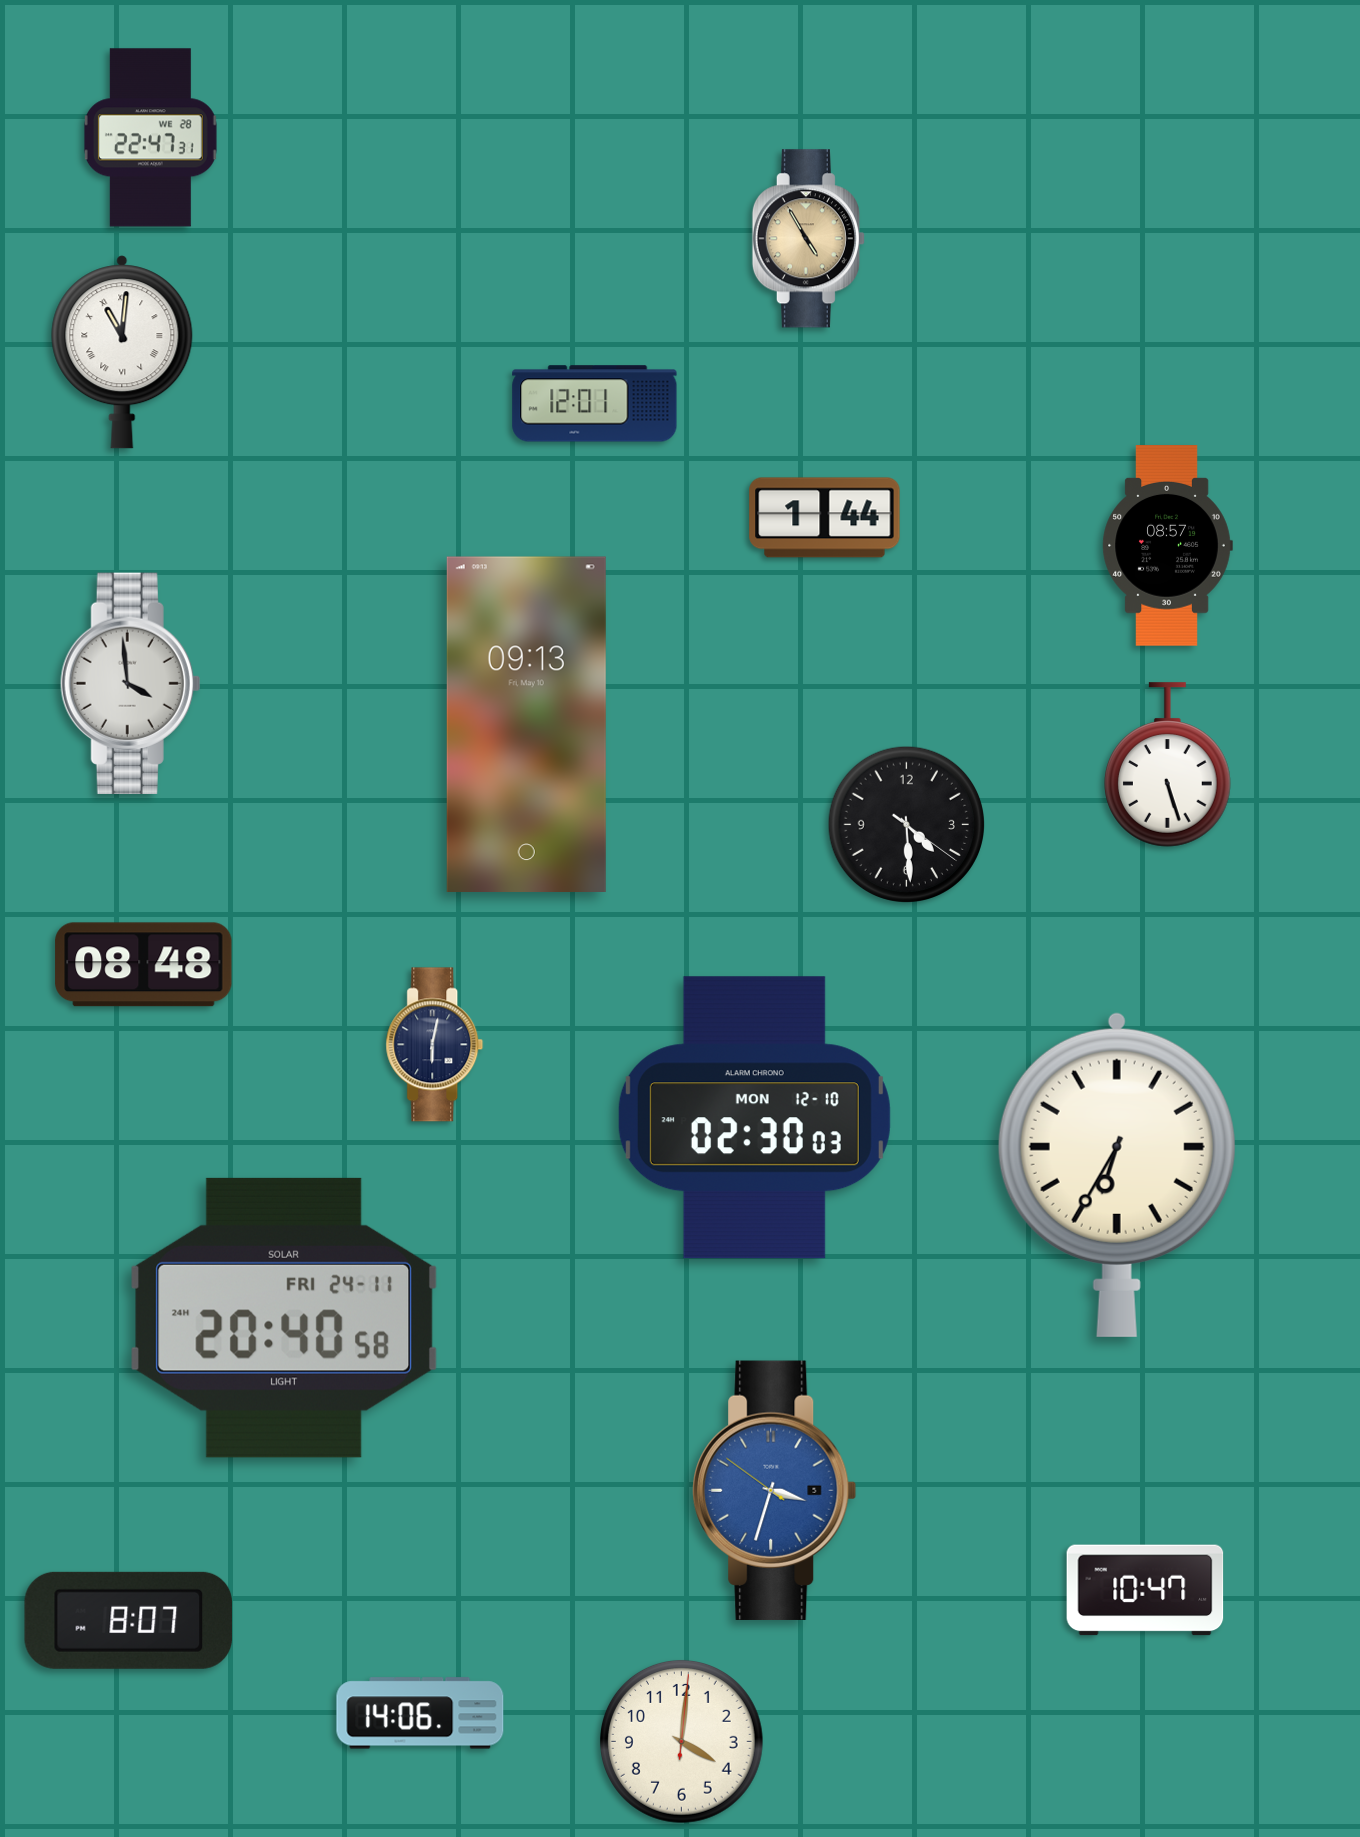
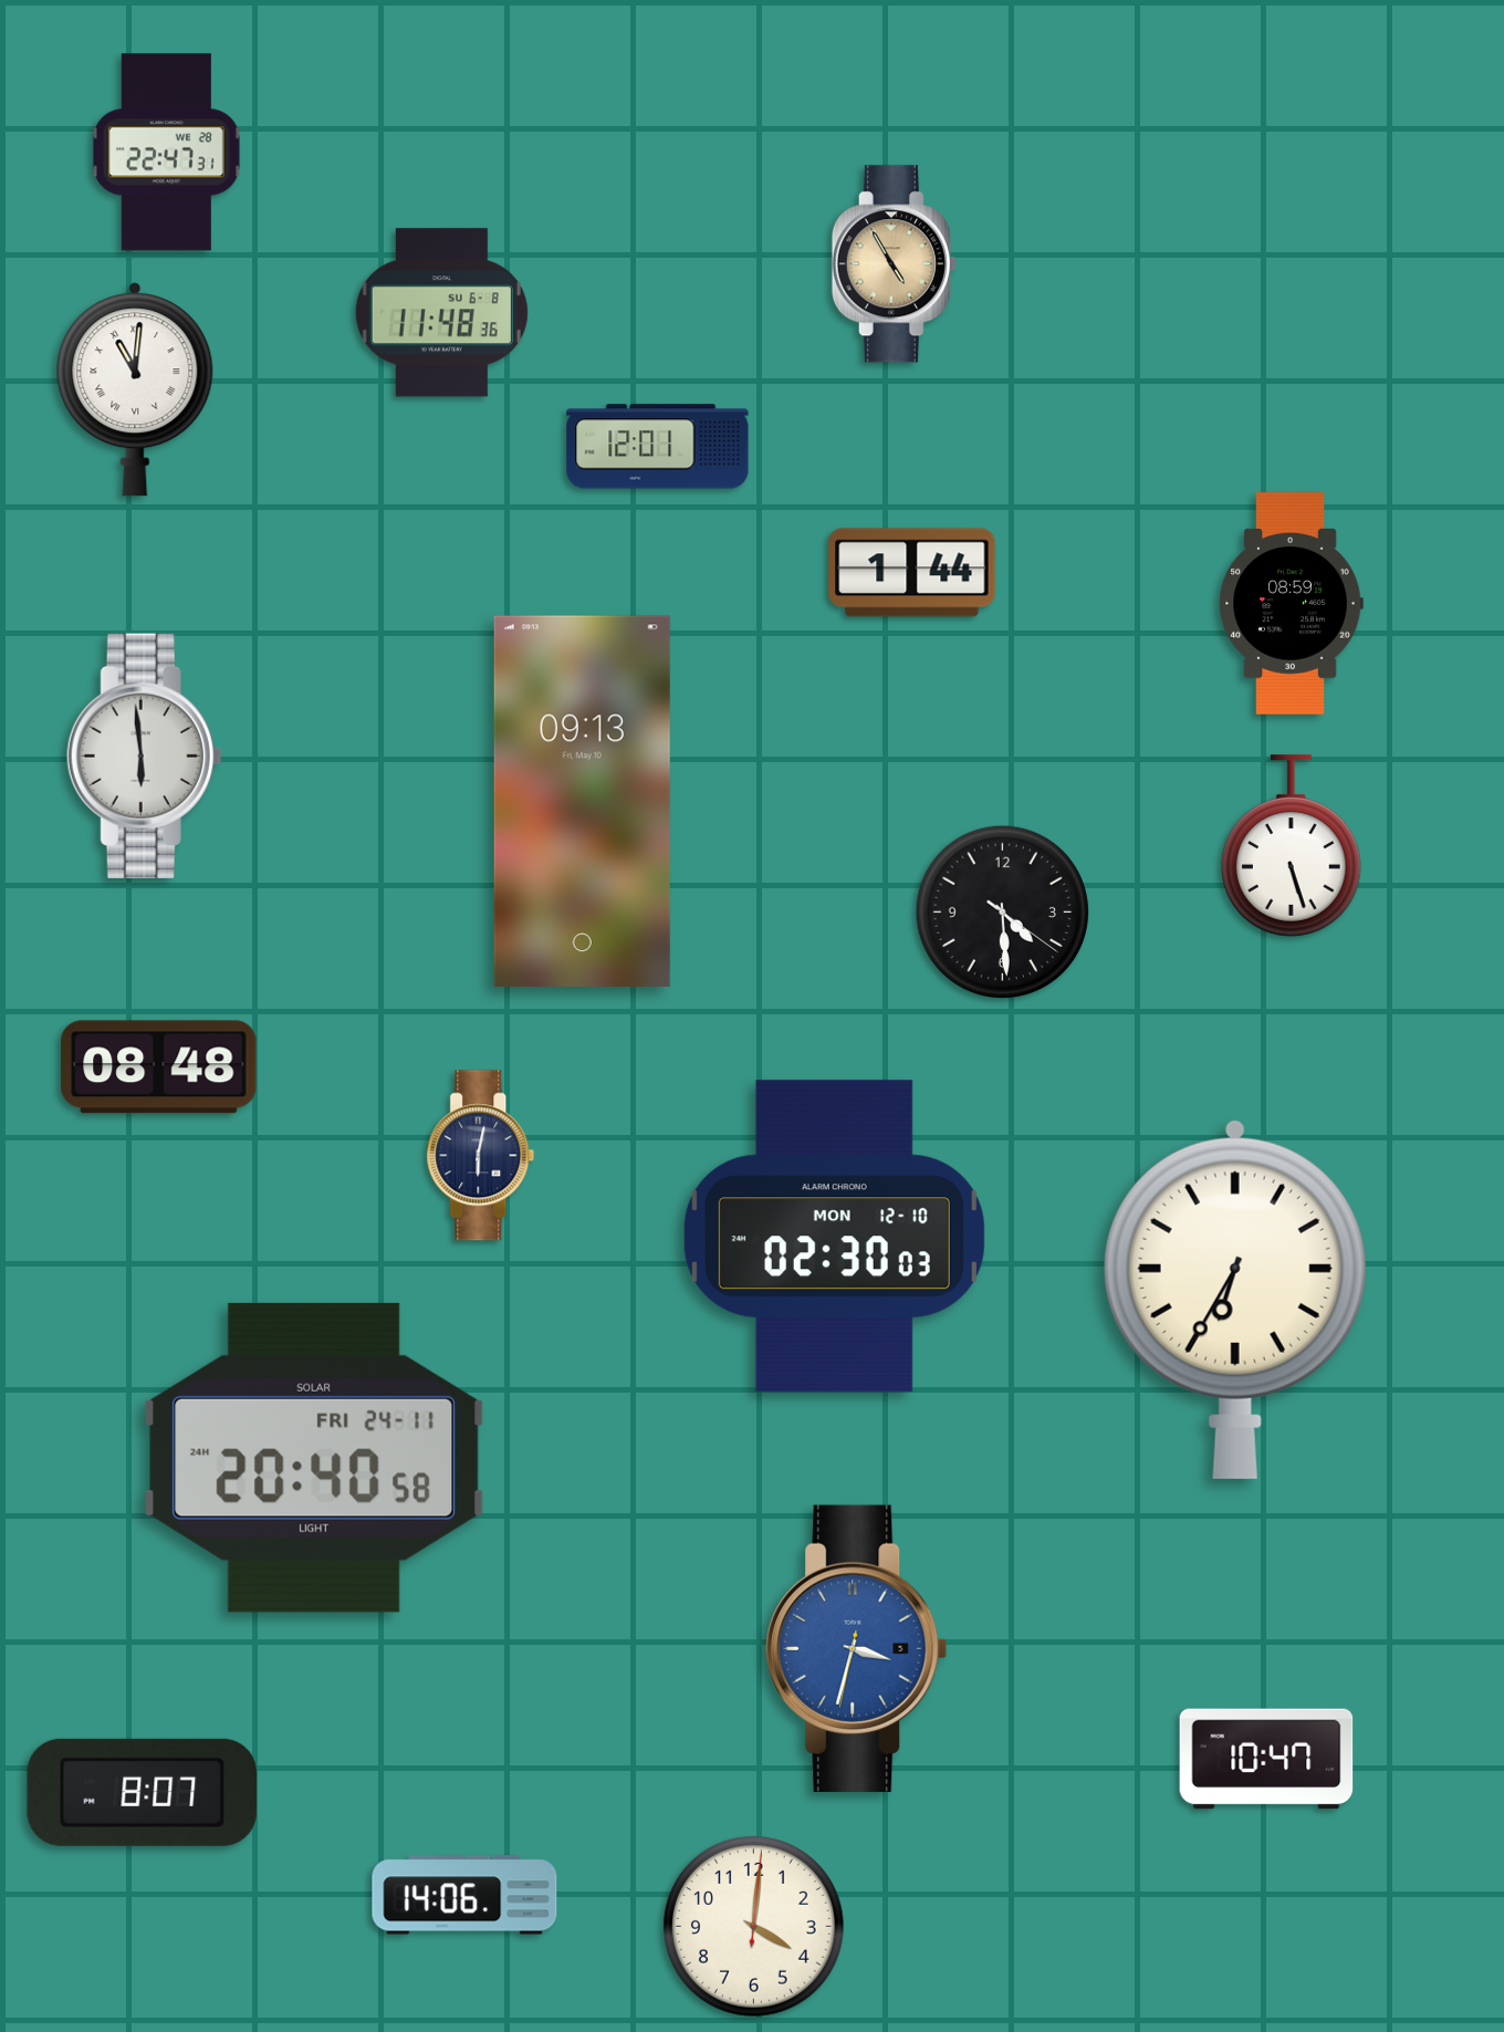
clock at (441, 313): none -> 11:48
clock at (1167, 546): 08:57 -> 08:59
clock at (131, 683): 3:59 -> 5:59
clock at (775, 1490): 3:32:51 -> 3:32:32
